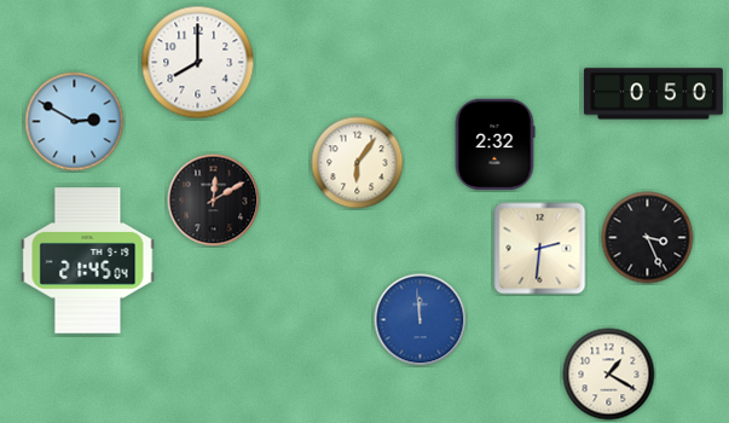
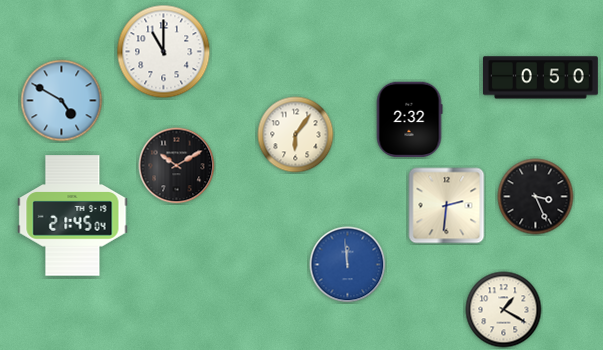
clock at (198, 63): 8:00 -> 11:00
clock at (75, 122): 2:50 -> 4:50
clock at (214, 201): 12:10 -> 10:10
